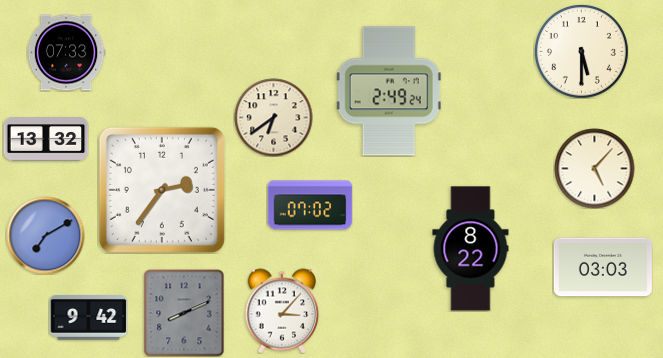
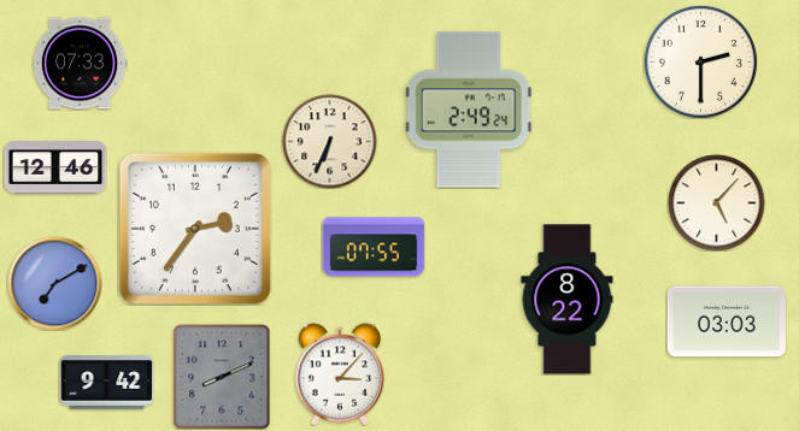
clock at (581, 51): 5:30 -> 2:30
clock at (273, 117): 6:39 -> 6:34
clock at (46, 139): 13:32 -> 12:46
clock at (310, 205): 07:02 -> 07:55
